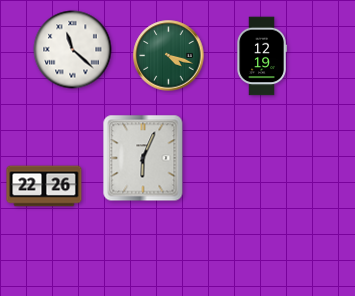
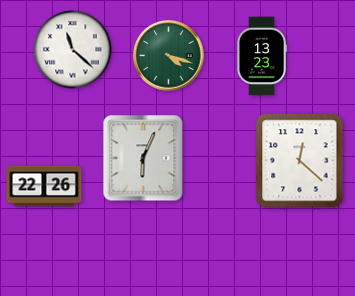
clock at (262, 56): 12:19 -> 13:23
clock at (300, 161): none -> 12:22
